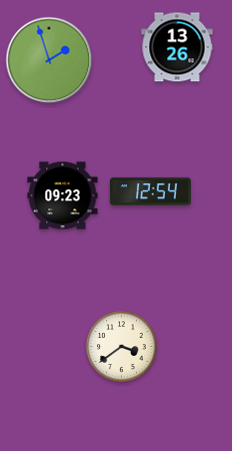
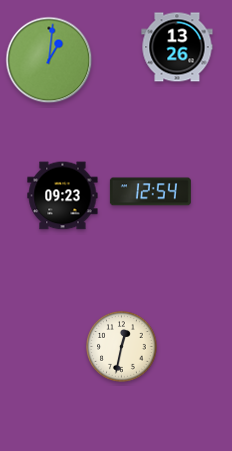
clock at (49, 60): 1:57 -> 1:01
clock at (122, 347): 3:39 -> 12:32
